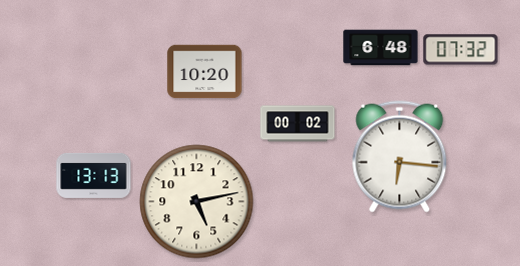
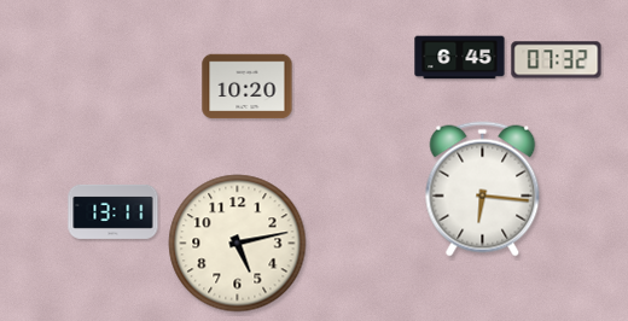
clock at (381, 48): 6:48 -> 6:45
clock at (298, 124): 00:02 -> none
clock at (94, 175): 13:13 -> 13:11
